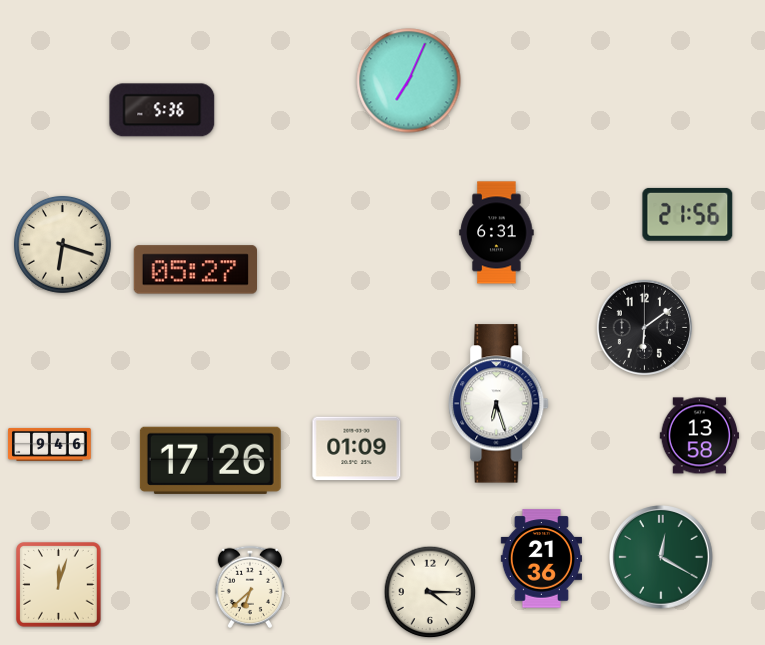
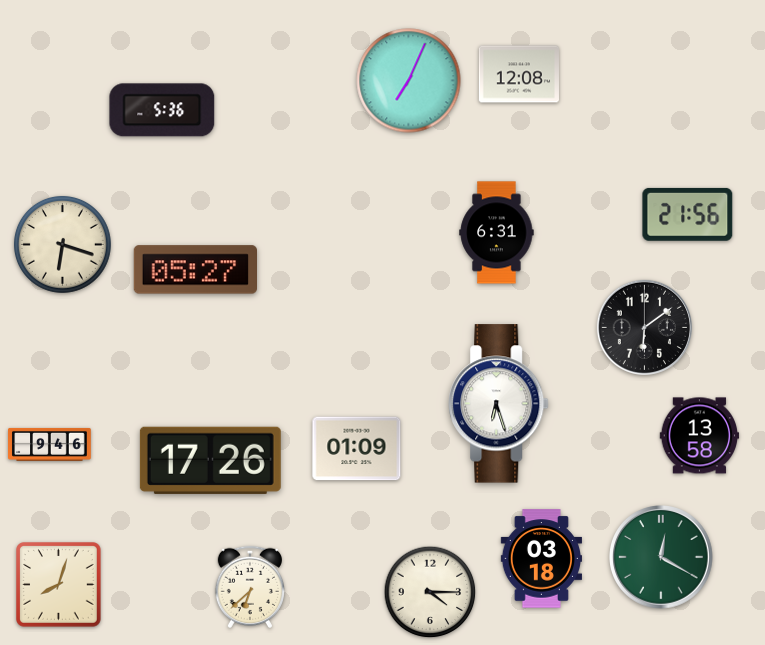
clock at (519, 74): none -> 12:08
clock at (541, 559): 21:36 -> 03:18
clock at (59, 585): 12:03 -> 8:03
